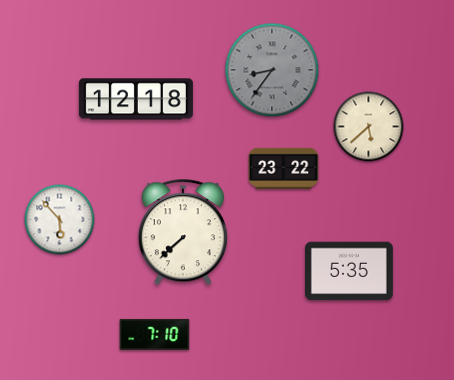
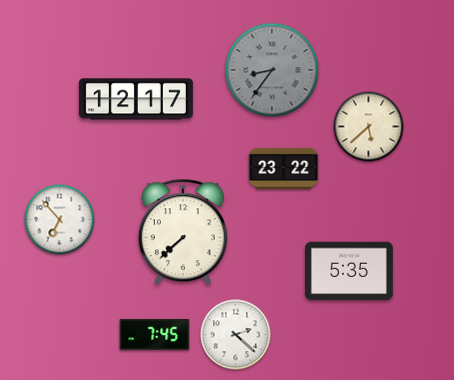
clock at (136, 99): 12:18 -> 12:17
clock at (60, 220): 5:53 -> 6:53
clock at (155, 334): 7:10 -> 7:45
clock at (236, 335): none -> 2:22
